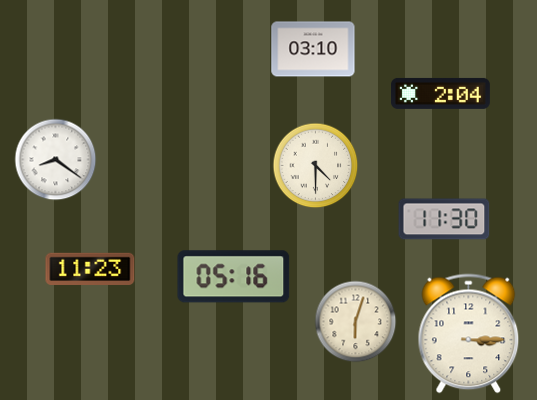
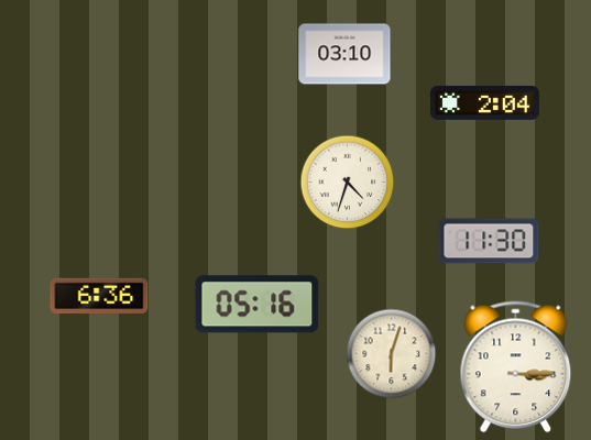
clock at (56, 160): 8:21 -> none
clock at (316, 166): 4:30 -> 4:33
clock at (90, 269): 11:23 -> 6:36
